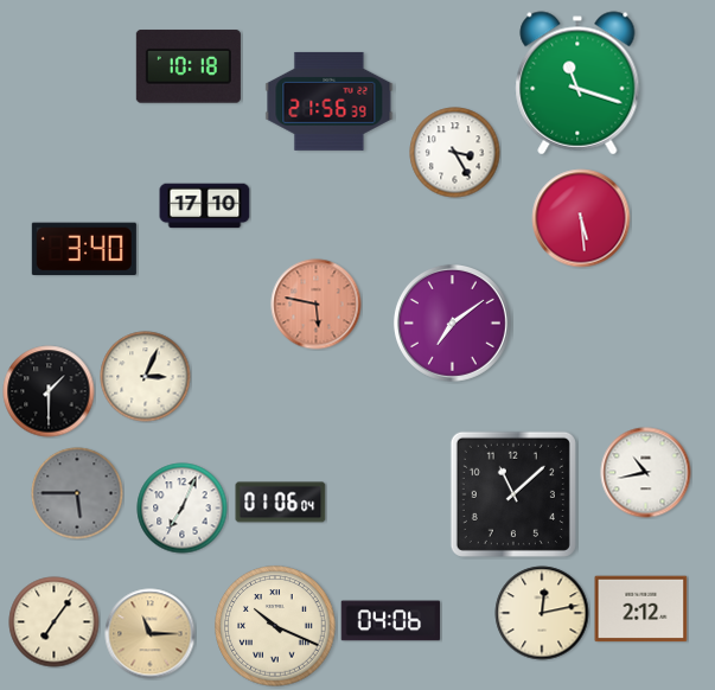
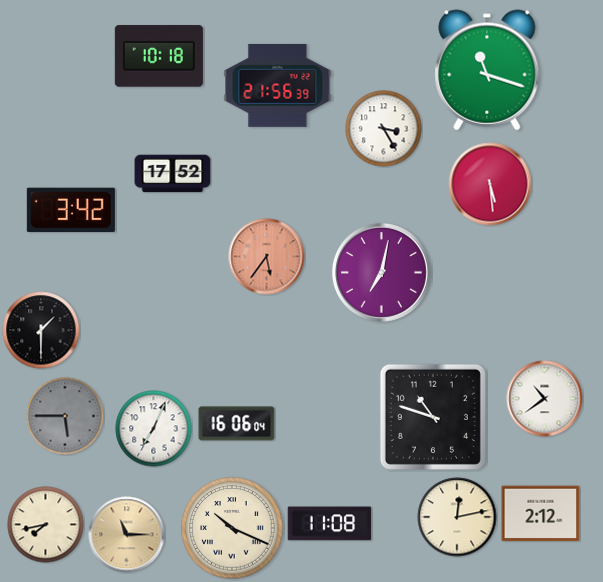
clock at (205, 206): 17:10 -> 17:52
clock at (84, 249): 3:40 -> 3:42
clock at (317, 305): 5:47 -> 5:36
clock at (452, 322): 7:09 -> 7:02
clock at (146, 377): 3:04 -> none
clock at (646, 473): 10:43 -> 10:39
clock at (513, 494): 11:08 -> 10:48
clock at (281, 503): 01:06 -> 16:06
clock at (391, 621): 04:06 -> 11:08
clock at (55, 622): 7:06 -> 7:43
